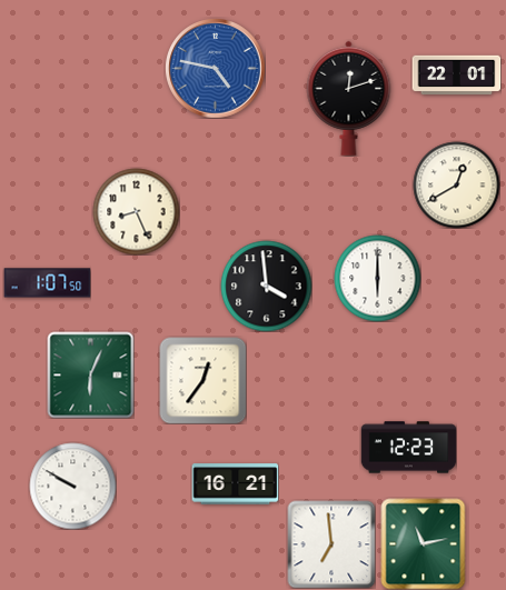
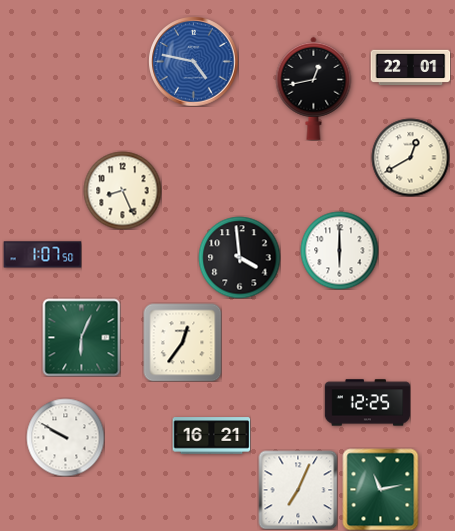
clock at (349, 98): 12:12 -> 12:43
clock at (456, 184) position: (456, 184) -> (410, 157)
clock at (408, 448): 12:23 -> 12:25
clock at (331, 544): 6:59 -> 7:04
